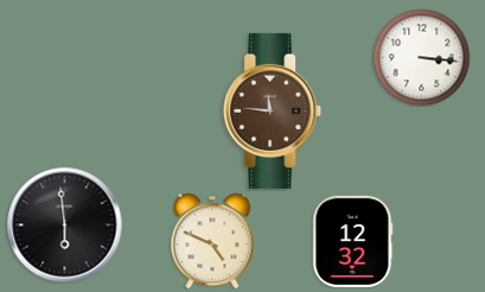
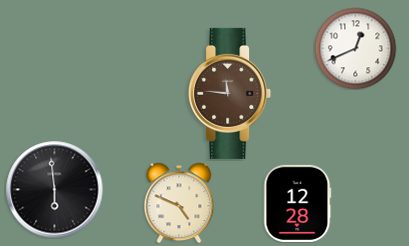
clock at (421, 57): 3:16 -> 12:41
clock at (353, 241): 12:32 -> 12:28
